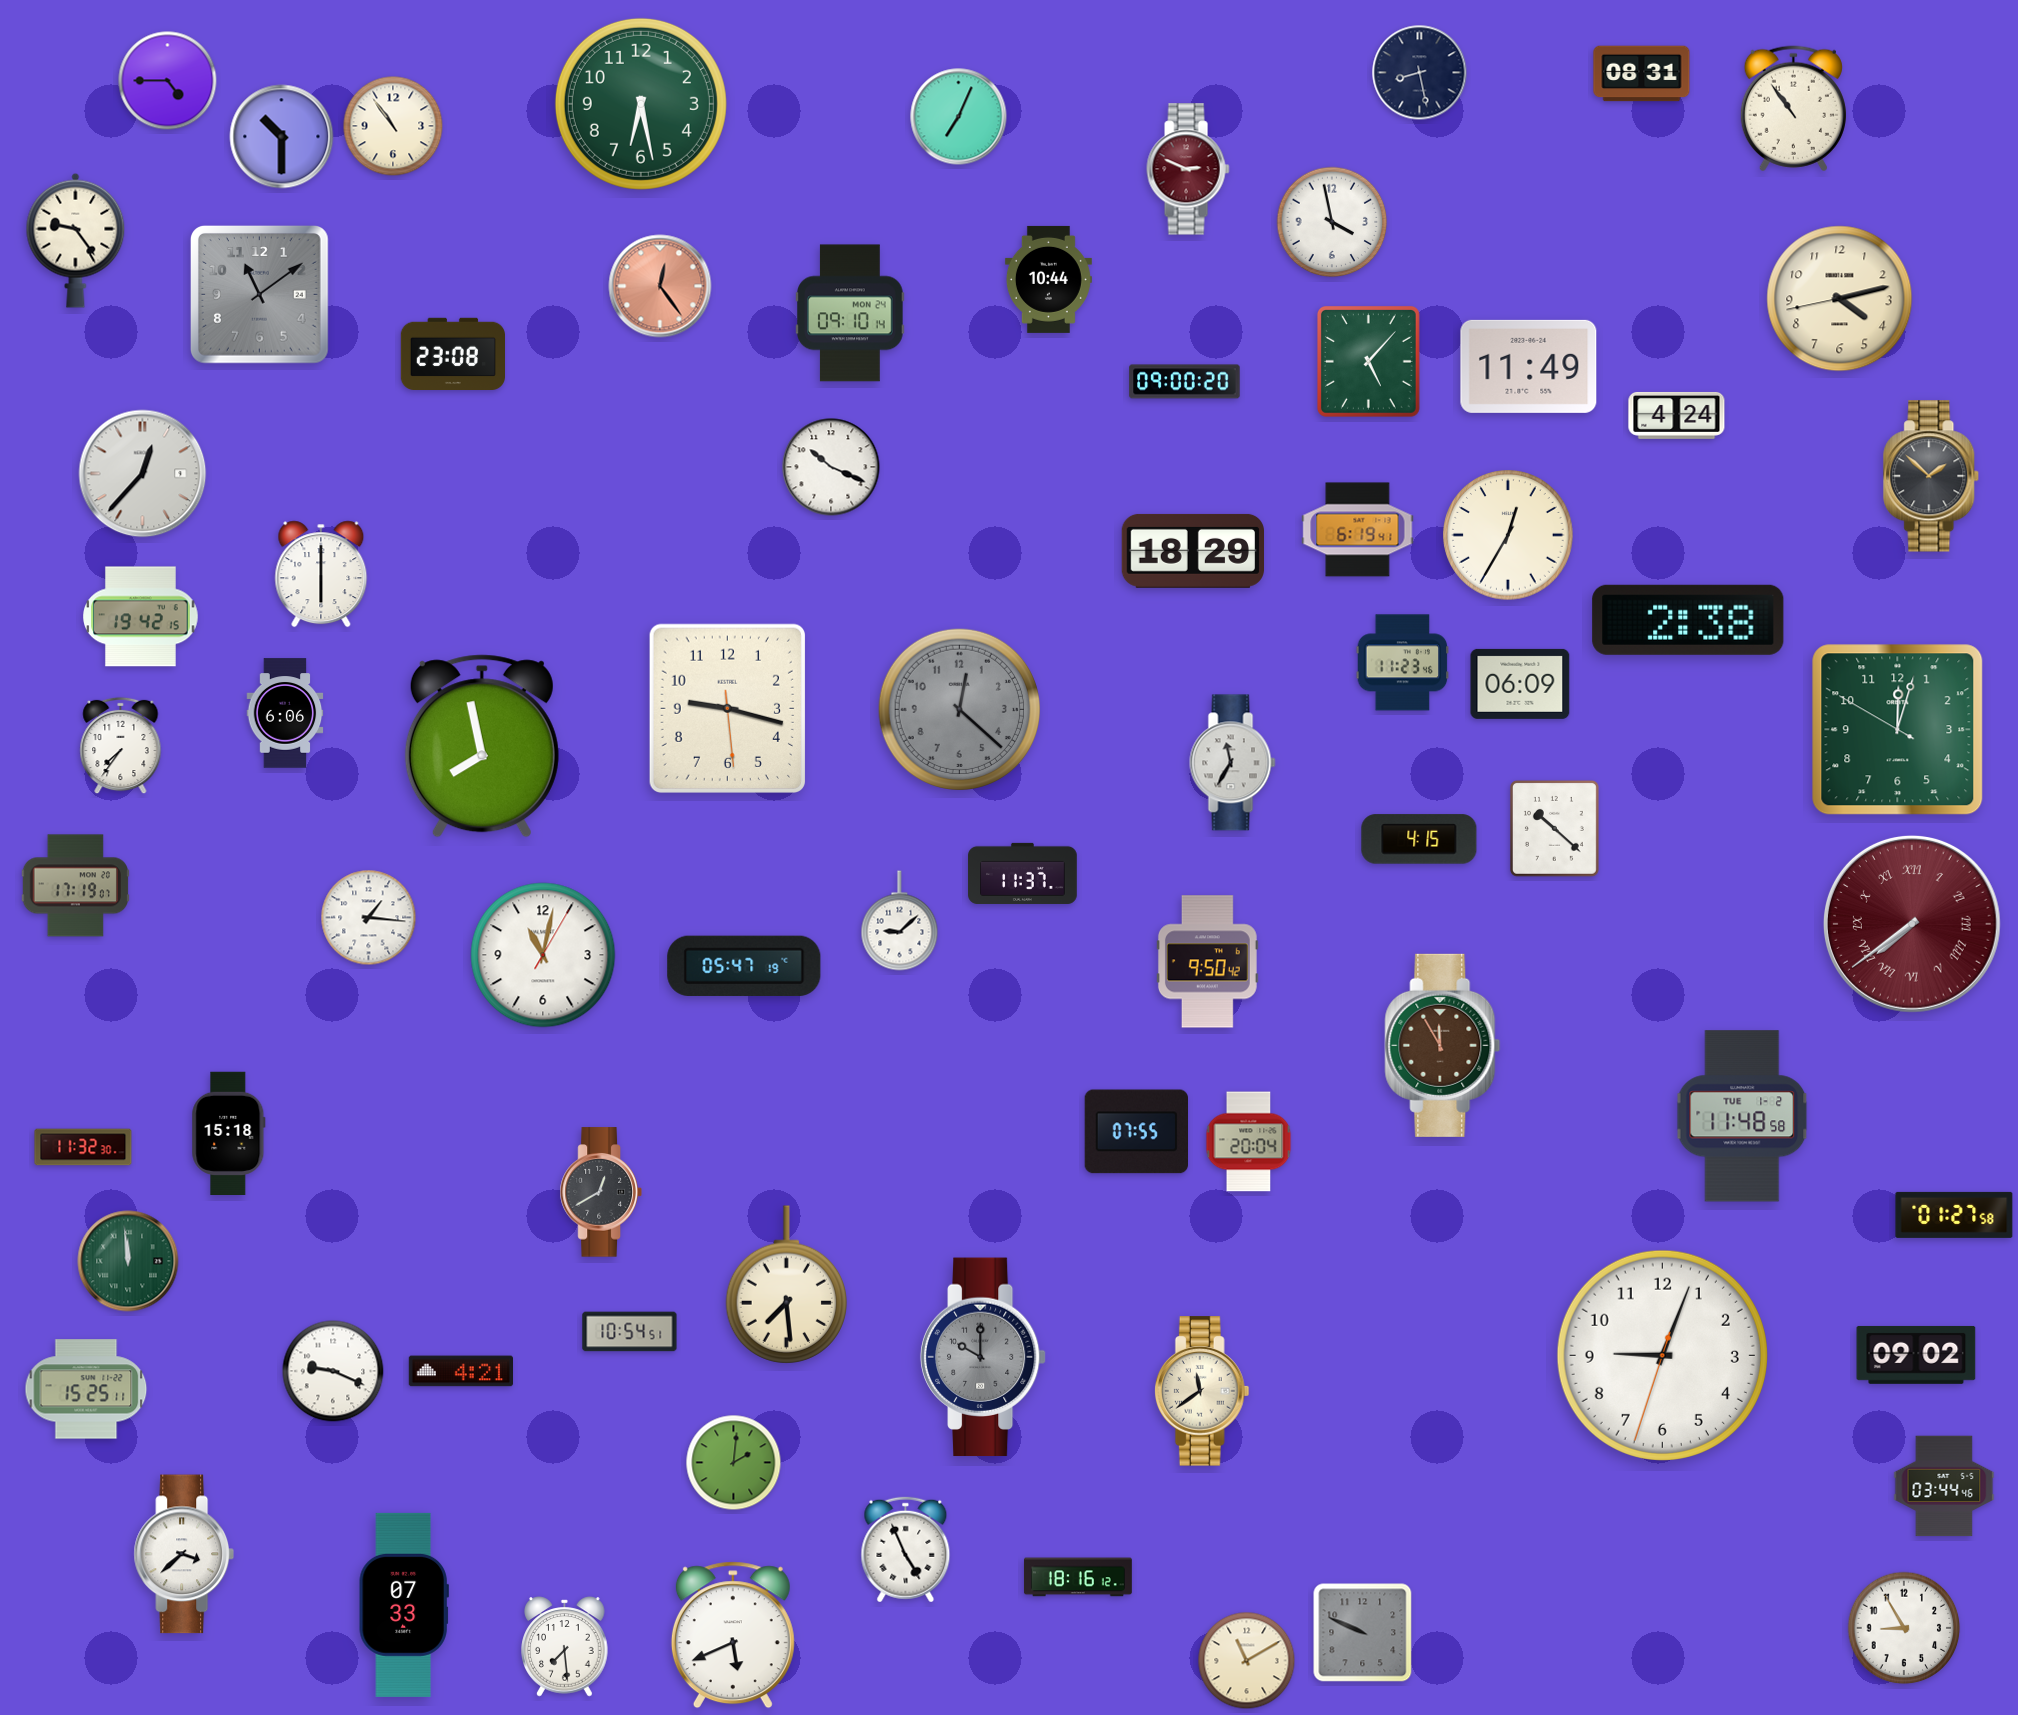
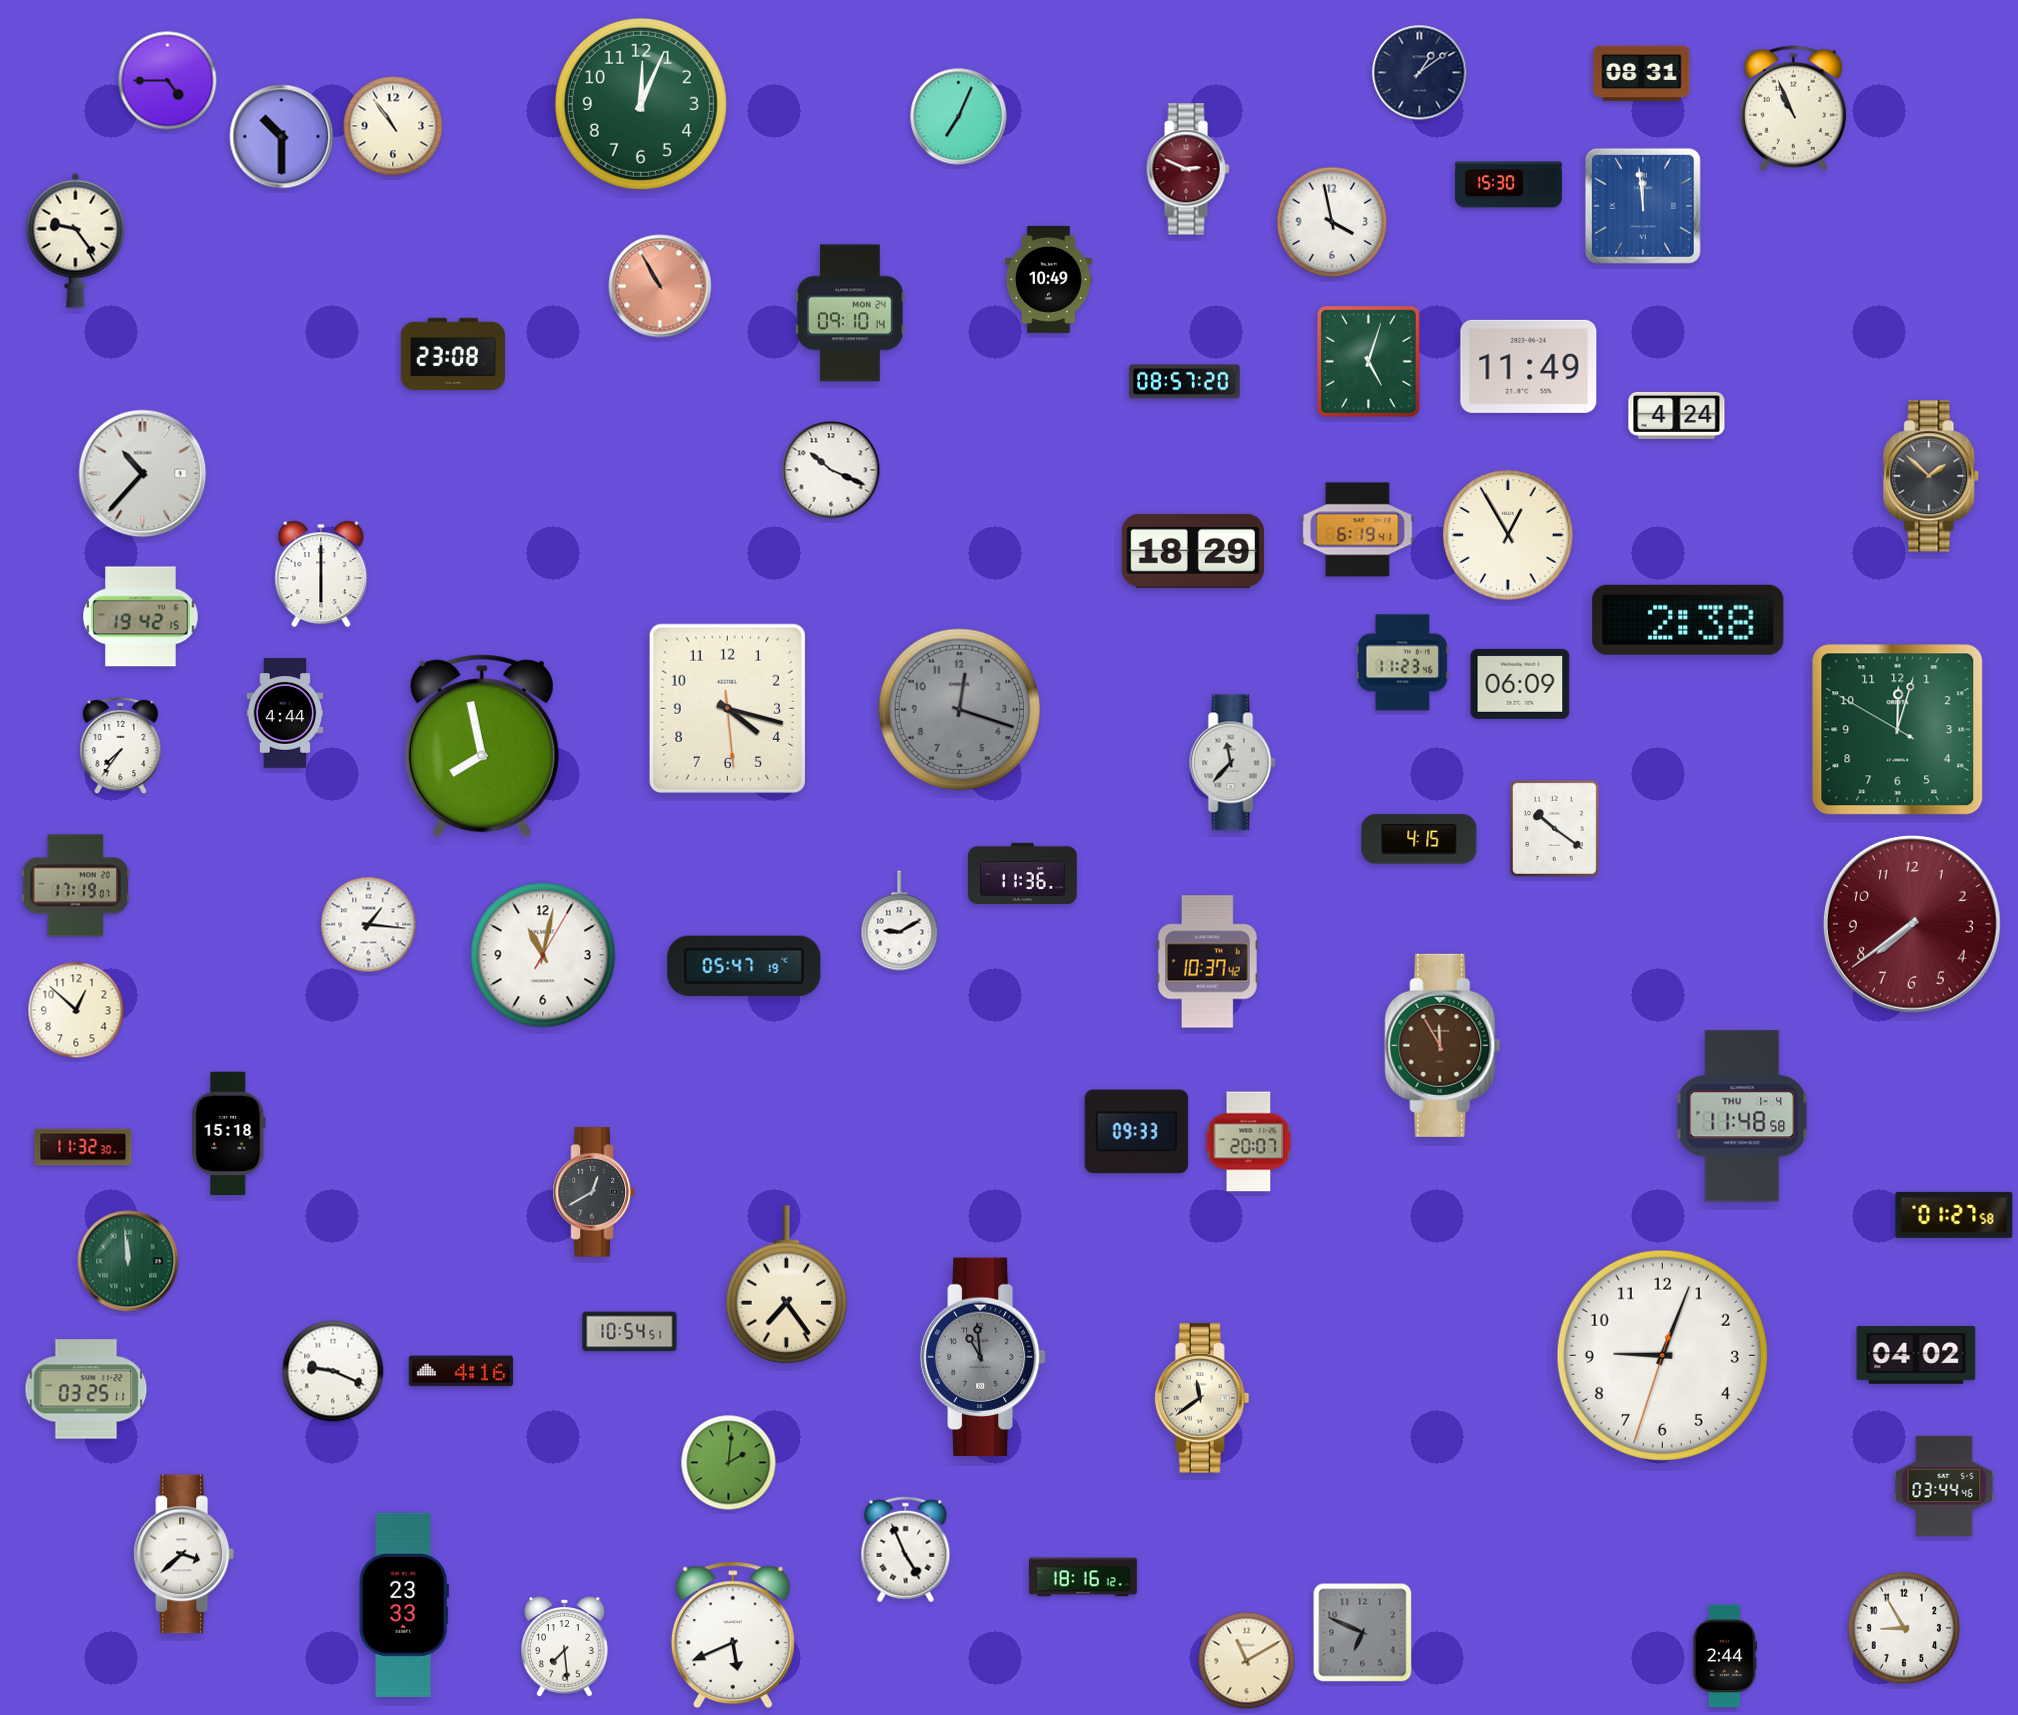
clock at (1420, 73): 8:28 -> 1:09
clock at (641, 104): 6:28 -> 12:04
clock at (1793, 109): 10:54 -> 10:56
clock at (1508, 185): none -> 15:30
clock at (1643, 206): none -> 11:59
clock at (1048, 279): 10:44 -> 10:49
clock at (660, 286): 12:24 -> 10:55
clock at (259, 294): 11:09 -> none
clock at (1840, 299): 4:12 -> none
clock at (1368, 361): 5:07 -> 5:03
clock at (1185, 382): 09:00 -> 08:57
clock at (831, 467) position: (831, 467) -> (831, 470)
clock at (143, 474): 12:37 -> 10:37
clock at (1508, 535): 12:35 -> 12:55
clock at (727, 708): 9:17 -> 4:17
clock at (959, 709): 12:22 -> 12:18
clock at (285, 713): 6:06 -> 4:44
clock at (1233, 763): 11:35 -> 11:37
clock at (1554, 828): 10:22 -> 10:21
clock at (1023, 873): 11:37 -> 11:36
clock at (369, 918) position: (369, 918) -> (369, 925)
clock at (900, 921): 9:08 -> 9:10
clock at (1912, 924) numerals: Roman -> Arabic
clock at (1207, 962): 9:50 -> 10:37
clock at (76, 1010): none -> 12:52
clock at (1742, 1116) date: TUE 1-2 -> THU 1-4
clock at (1136, 1132): 07:55 -> 09:33
clock at (1249, 1142): 20:04 -> 20:07
clock at (601, 1192) position: (601, 1192) -> (594, 1192)
clock at (787, 1285): 7:29 -> 7:24
clock at (1916, 1355): 09:02 -> 04:02
clock at (983, 1357): 10:00 -> 10:59
clock at (460, 1371): 4:21 -> 4:16
clock at (86, 1389): 15:25 -> 03:25
clock at (1202, 1391) position: (1202, 1391) -> (1202, 1398)
clock at (734, 1463) position: (734, 1463) -> (729, 1463)
clock at (1078, 1577) position: (1078, 1577) -> (1083, 1577)
clock at (404, 1605): 07:33 -> 23:33
clock at (1363, 1633): 9:49 -> 6:49
clock at (1725, 1656): none -> 2:44
